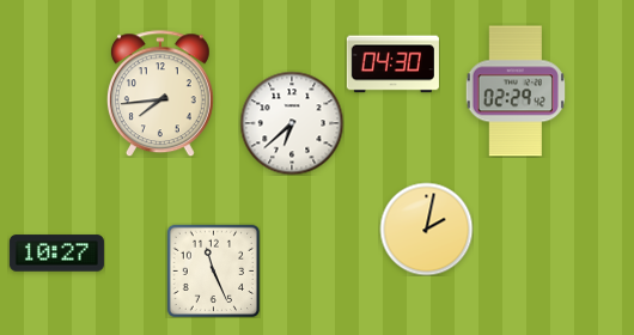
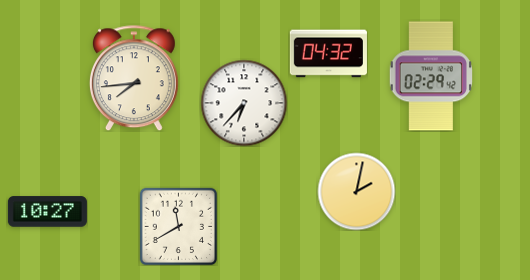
clock at (392, 65): 04:30 -> 04:32
clock at (292, 123): 6:38 -> 6:37
clock at (213, 270): 11:26 -> 11:40
